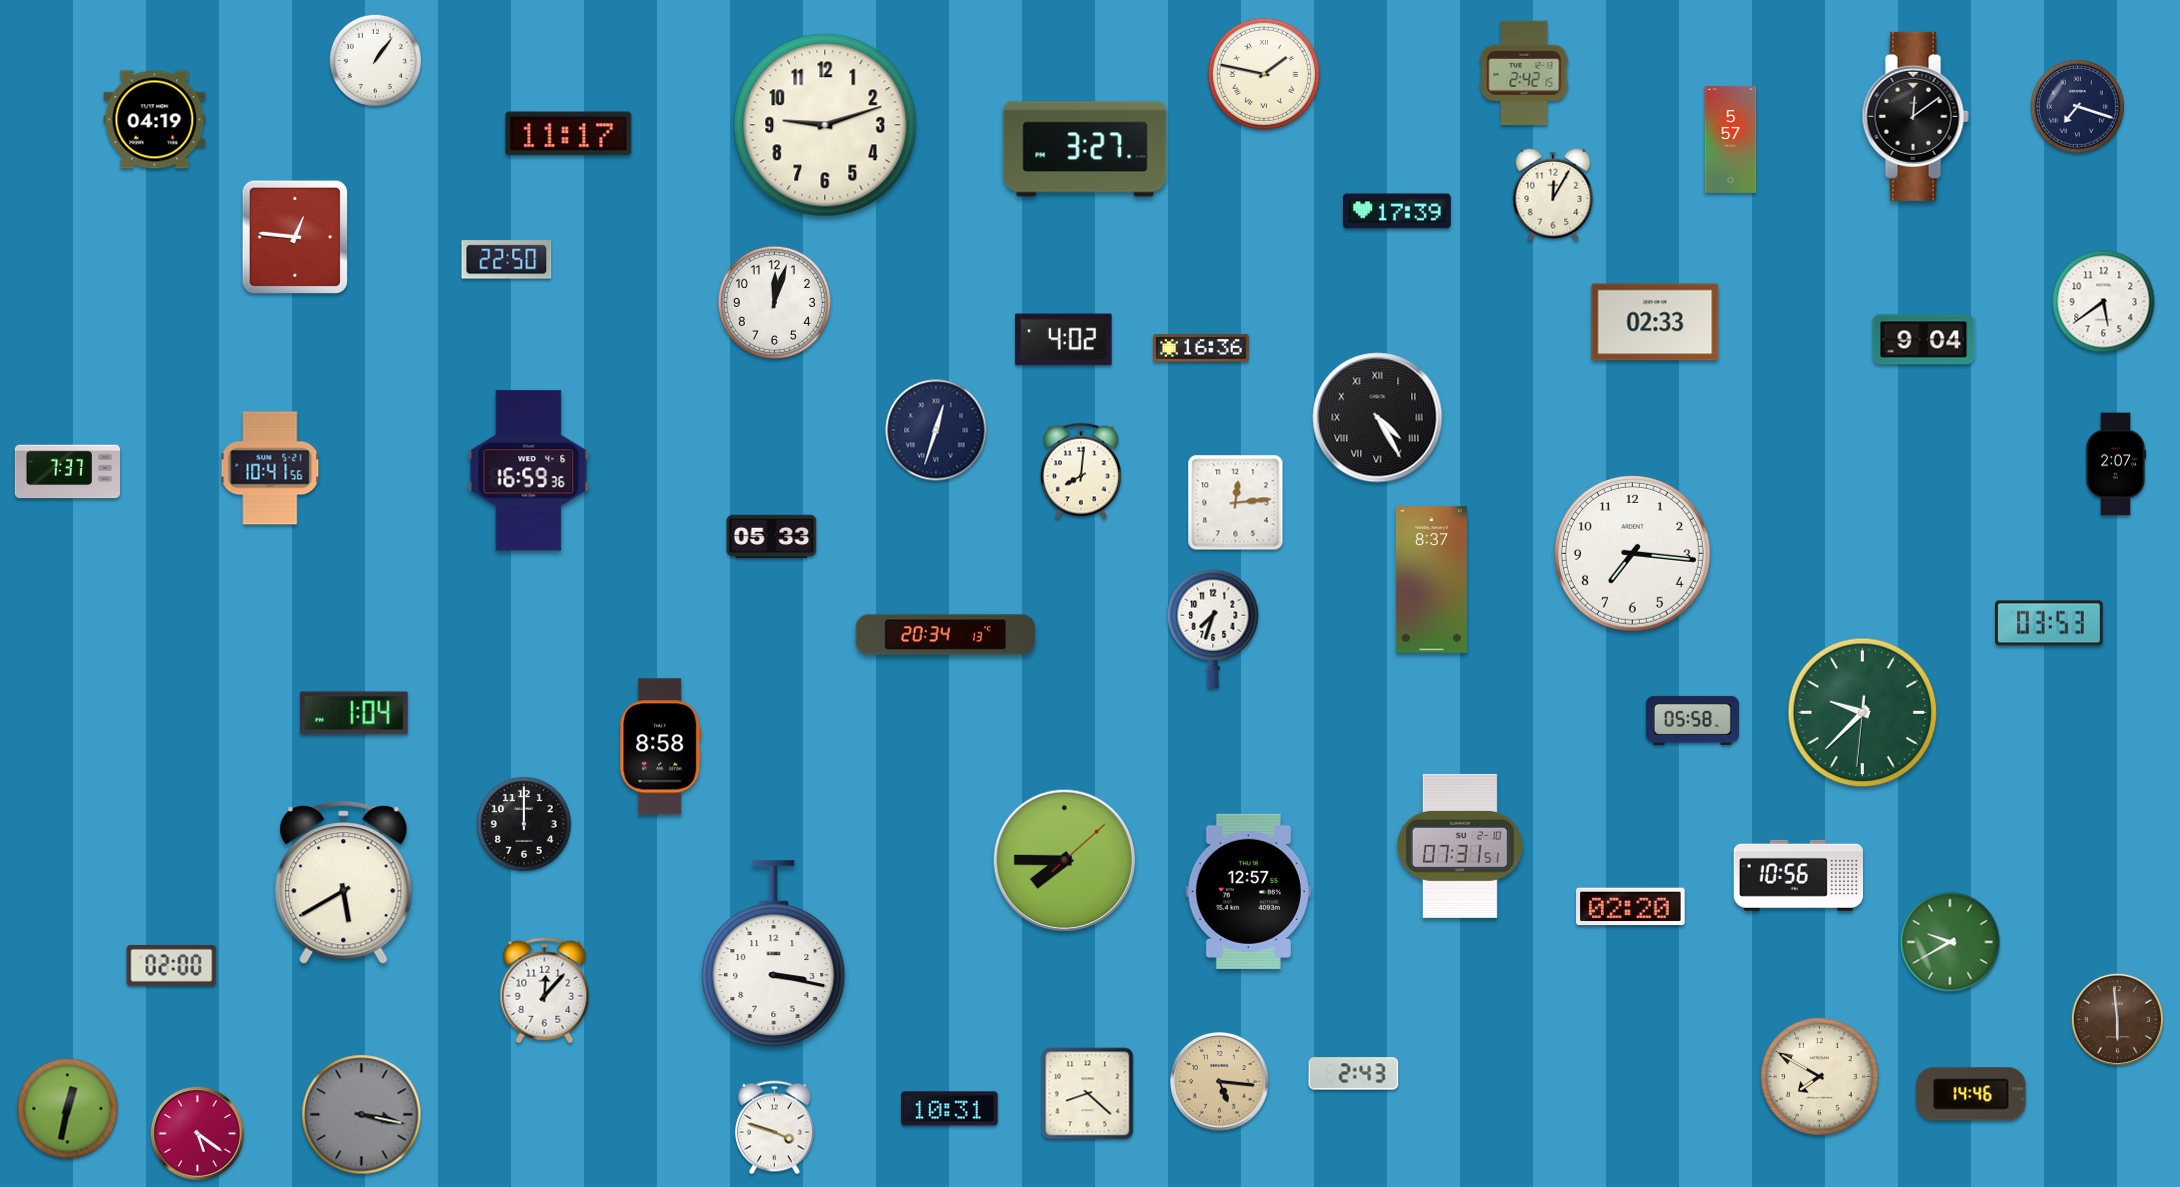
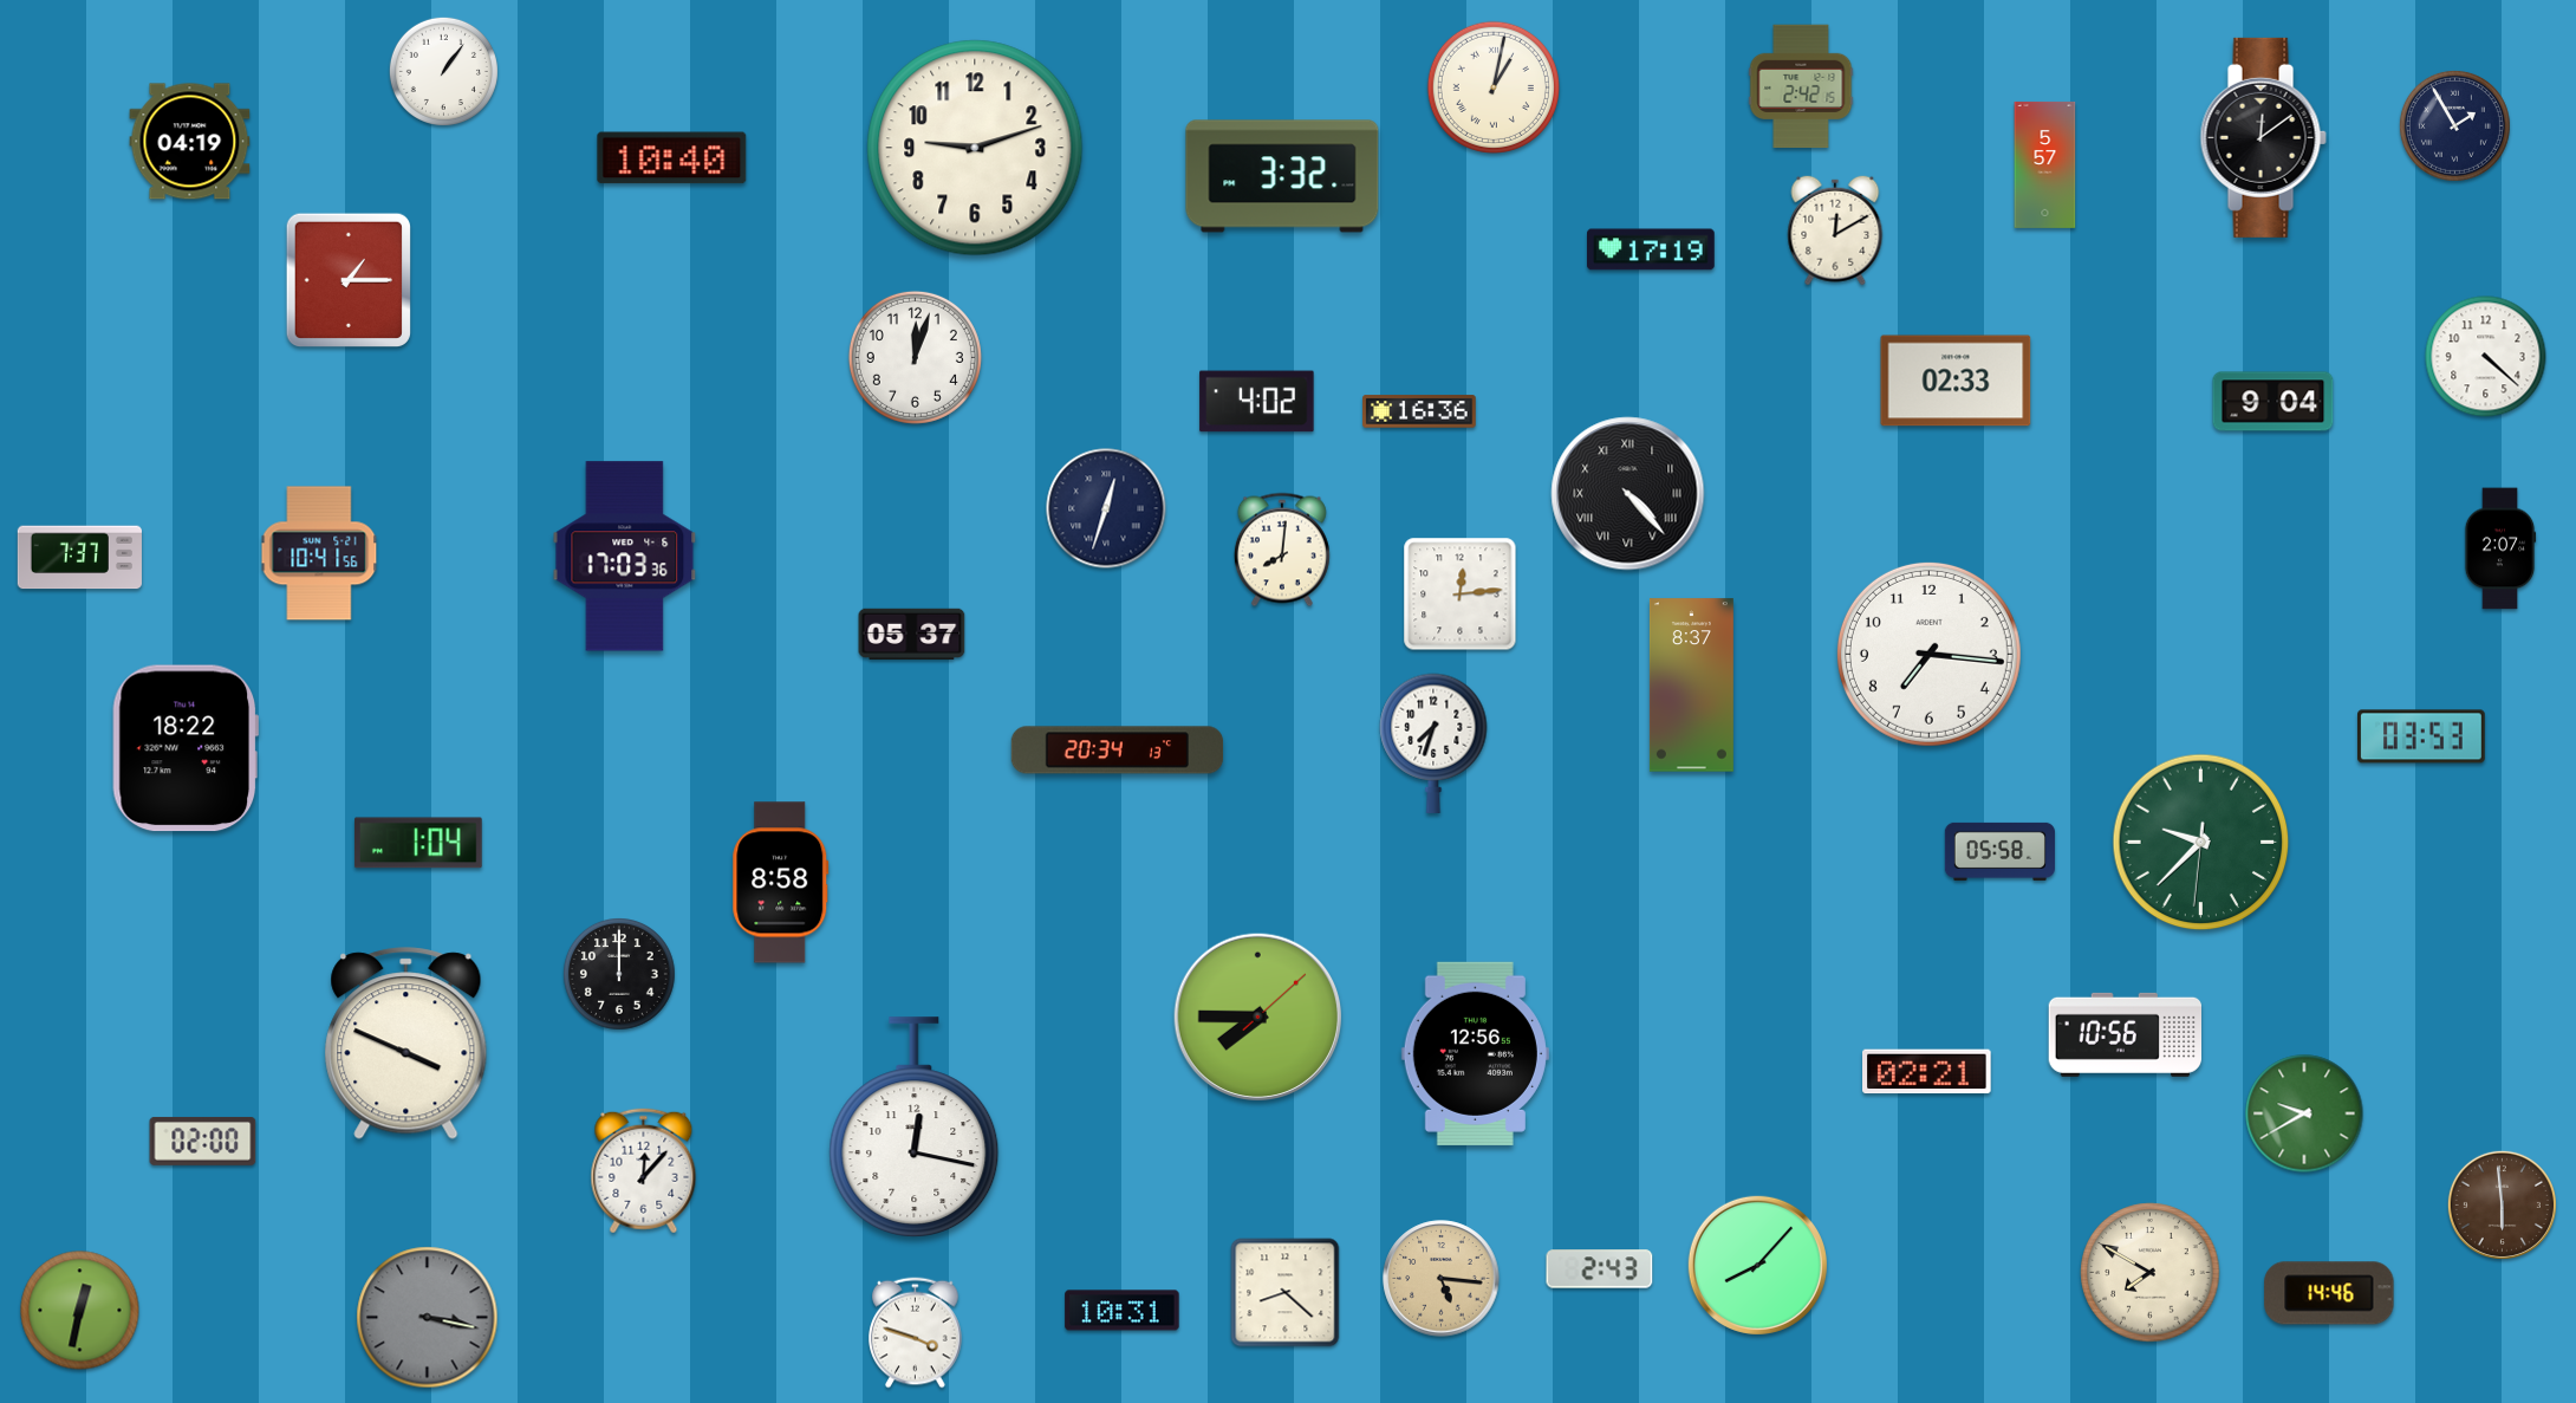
clock at (1264, 74): 1:47 -> 1:02
clock at (2077, 106): 7:18 -> 1:55
clock at (155, 120) position: (155, 120) -> (190, 142)
clock at (569, 134): 11:17 -> 10:40
clock at (1085, 149): 3:27 -> 3:32
clock at (1553, 195): 12:05 -> 12:10
clock at (1398, 211): 17:39 -> 17:19
clock at (294, 236): 12:46 -> 1:15
clock at (507, 260): 22:50 -> none
clock at (2104, 302): 5:39 -> 4:22
clock at (1378, 418): 4:25 -> 4:23
clock at (529, 471): 16:59 -> 17:03
clock at (1081, 471) position: (1081, 471) -> (1282, 550)
clock at (772, 536): 05:33 -> 05:37
clock at (184, 748): none -> 18:22
clock at (1460, 846): 07:31 -> none
clock at (344, 883): 5:40 -> 3:49
clock at (1248, 891): 12:57 -> 12:56
clock at (1631, 907): 02:20 -> 02:21
clock at (774, 953): 3:17 -> 12:17
clock at (1757, 1265): none -> 8:07
clock at (197, 1133): 5:21 -> none
